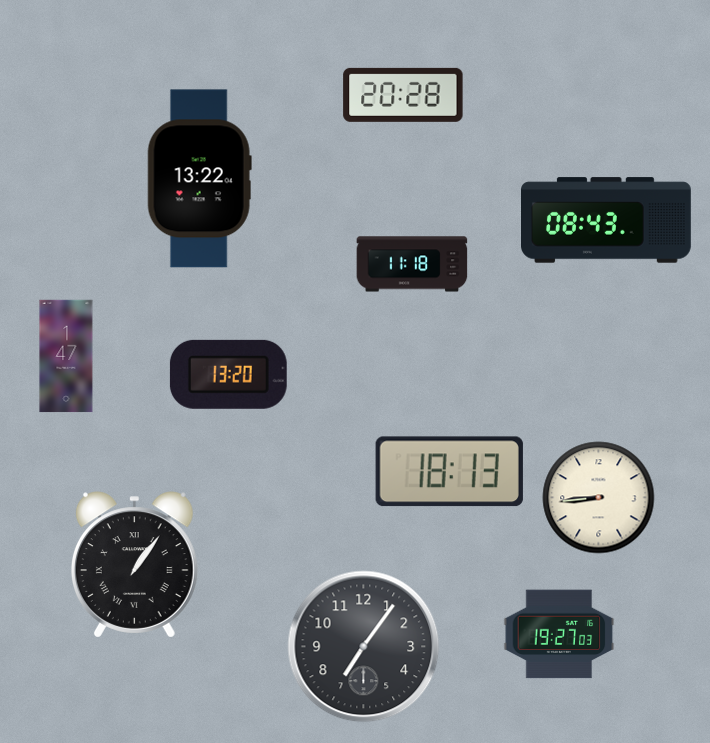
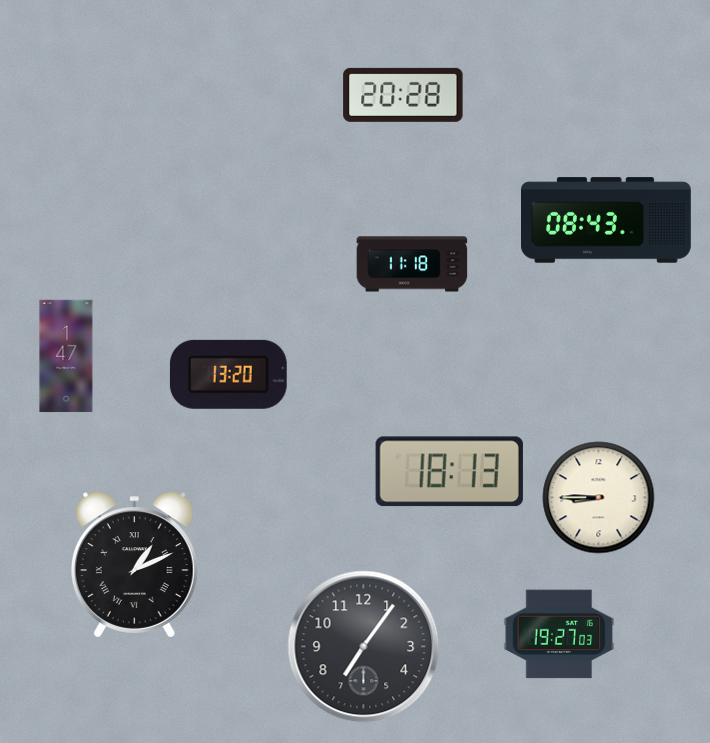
clock at (199, 179): 13:22 -> none
clock at (599, 498): 8:44 -> 8:45
clock at (134, 565): 1:06 -> 1:11
